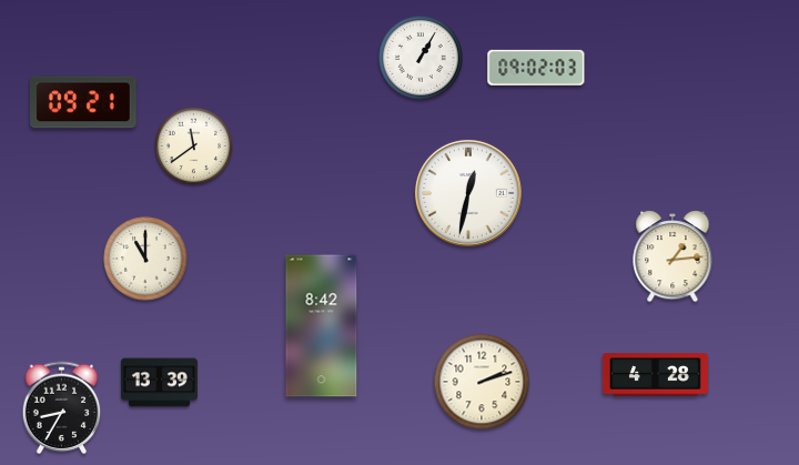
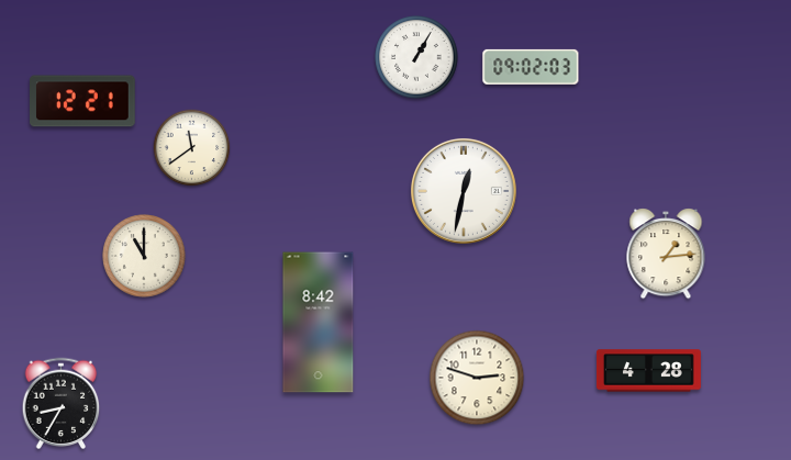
clock at (84, 102): 09:21 -> 12:21
clock at (194, 146) position: (194, 146) -> (192, 148)
clock at (482, 382): 2:12 -> 2:48
clock at (159, 383): 13:39 -> none
